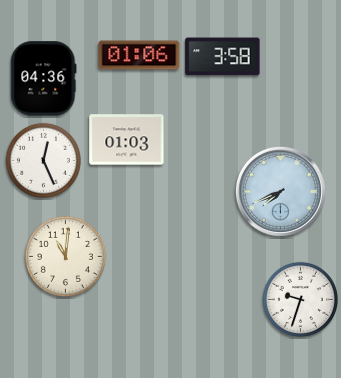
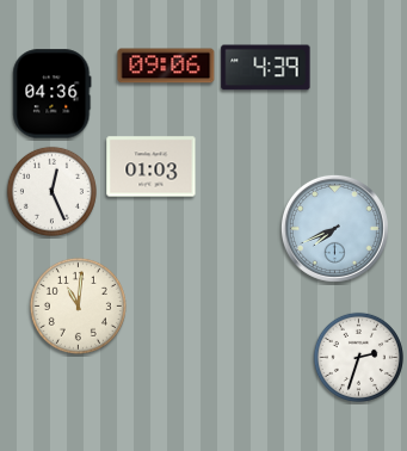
clock at (139, 55): 01:06 -> 09:06
clock at (223, 57): 3:58 -> 4:39
clock at (300, 299): 9:33 -> 2:33
